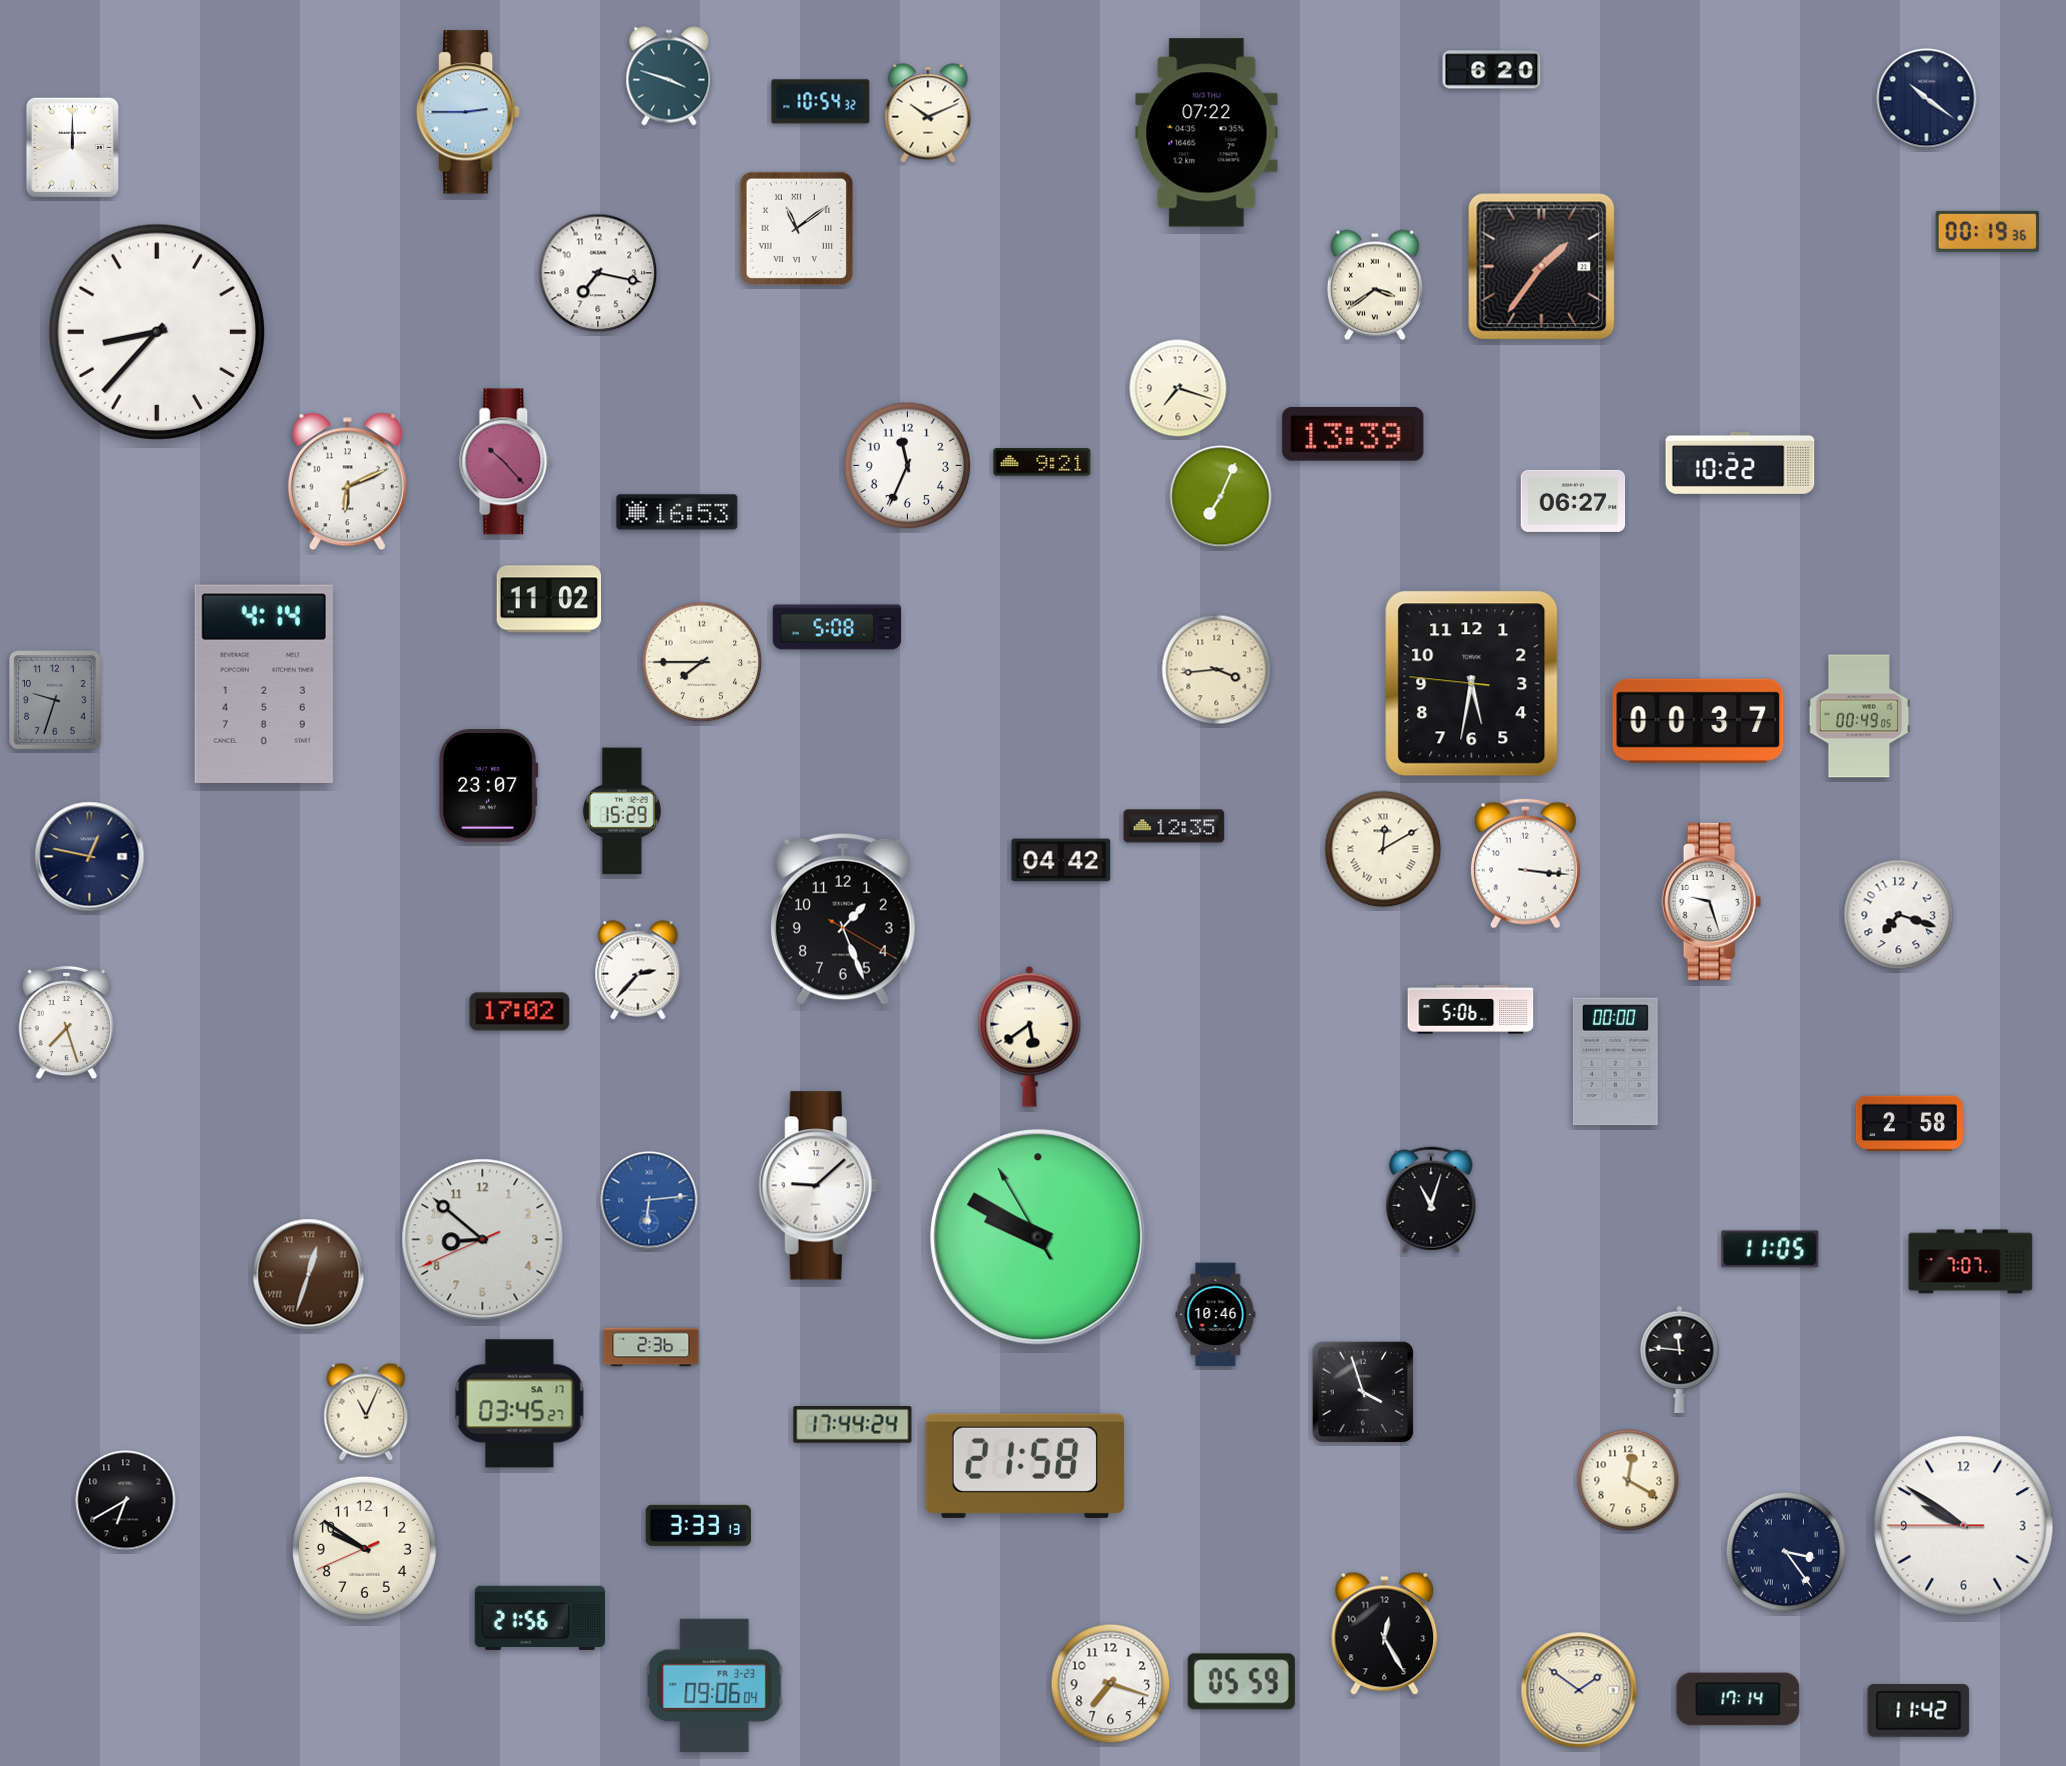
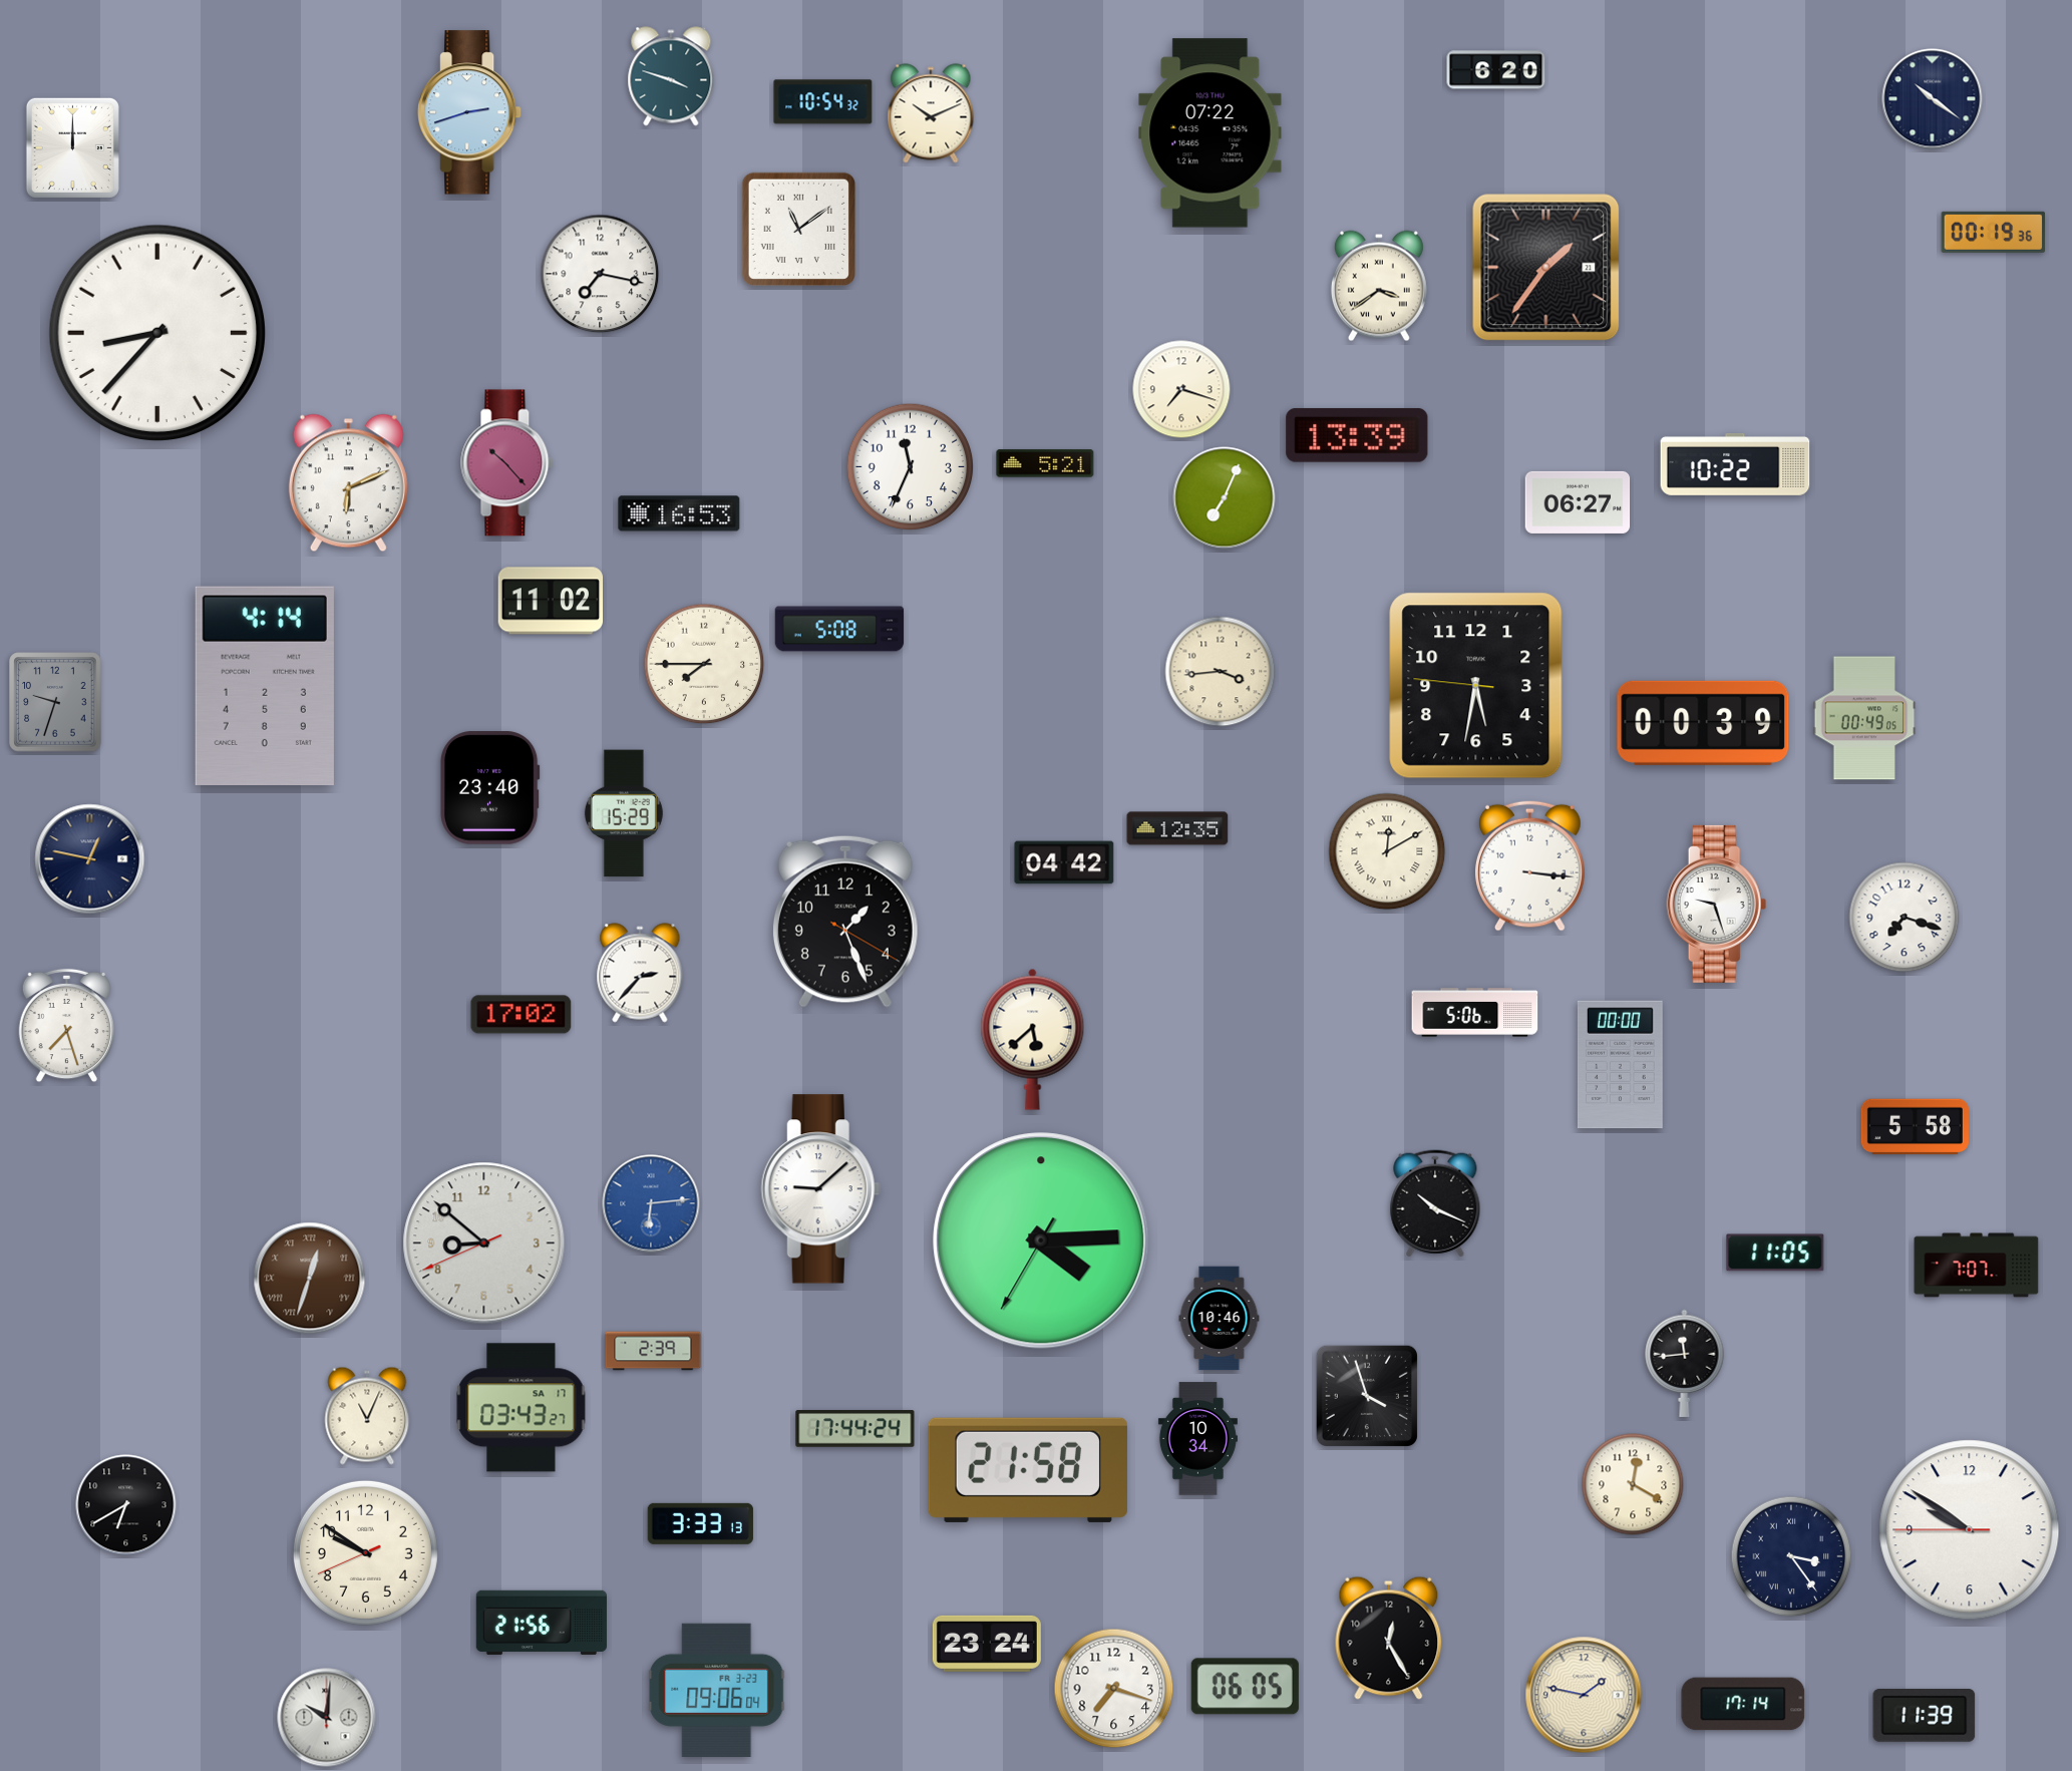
clock at (468, 112): 2:45 -> 2:42
clock at (1042, 462): 9:21 -> 5:21
clock at (1740, 463) position: (1740, 463) -> (1735, 464)
clock at (1698, 721): 00:37 -> 00:39
clock at (488, 786): 23:07 -> 23:40
clock at (1030, 1036): 5:39 -> 5:38
clock at (1909, 1124): 2:58 -> 5:58
clock at (1431, 1200): 11:03 -> 10:19
clock at (1038, 1237): 9:49 -> 4:14
clock at (651, 1347): 2:36 -> 2:39
clock at (1680, 1359): 11:46 -> 11:44
clock at (520, 1404): 03:45 -> 03:43
clock at (1197, 1439): none -> 10:34
clock at (698, 1525) position: (698, 1525) -> (700, 1523)
clock at (987, 1644): none -> 23:24
clock at (1241, 1682): 05:59 -> 06:05
clock at (1579, 1690): 1:51 -> 1:47
clock at (1919, 1711): 11:42 -> 11:39
clock at (327, 1718): none -> 10:01
